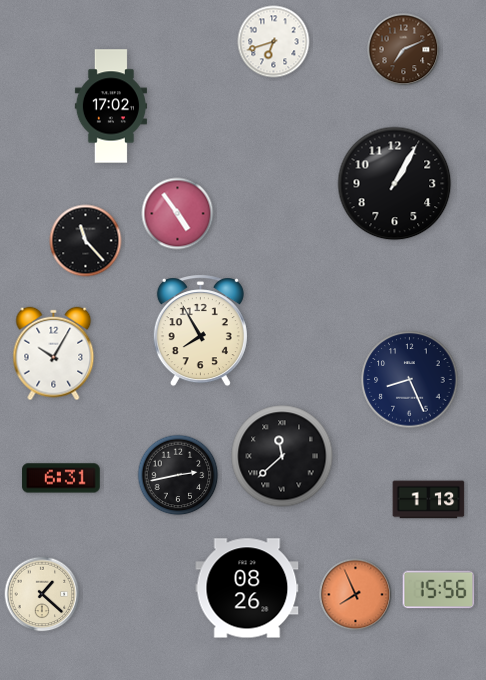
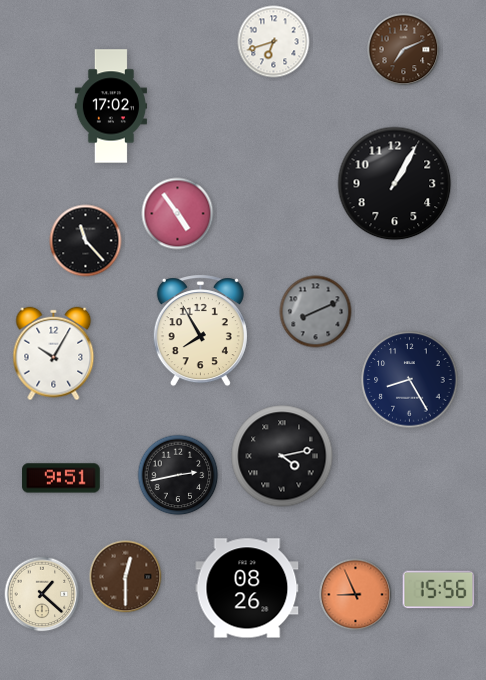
clock at (316, 312): none -> 8:11
clock at (410, 380): 8:26 -> 8:25
clock at (282, 456): 11:38 -> 4:13
clock at (61, 478): 6:31 -> 9:51
clock at (429, 500): 1:13 -> none
clock at (126, 577): none -> 12:30
clock at (356, 595): 7:56 -> 8:56
